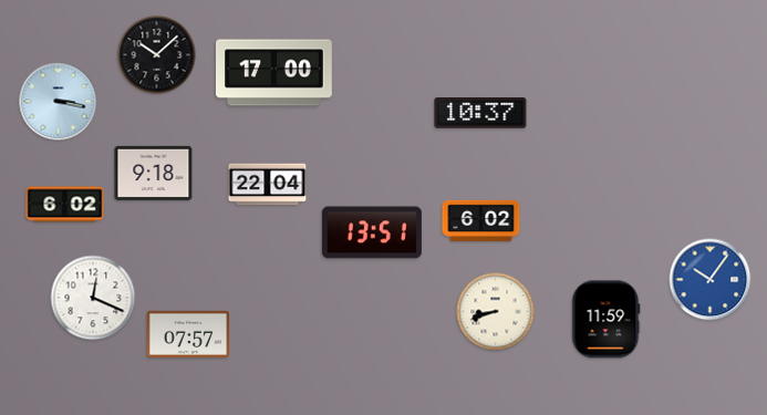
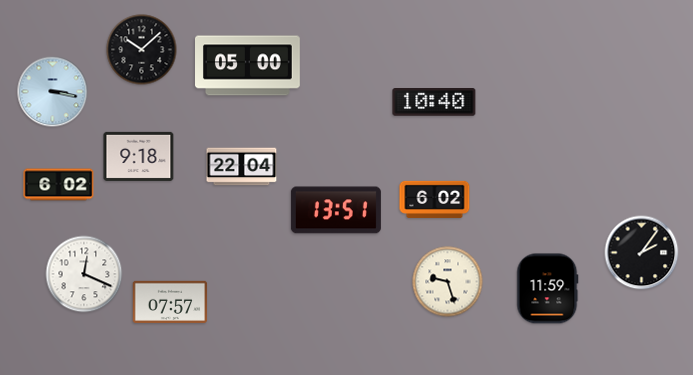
clock at (274, 73): 17:00 -> 05:00
clock at (480, 113): 10:37 -> 10:40
clock at (711, 280): 10:06 -> 2:06
clock at (711, 280) dial: blue -> black
clock at (93, 298) position: (93, 298) -> (84, 274)
clock at (496, 312): 8:42 -> 9:27
